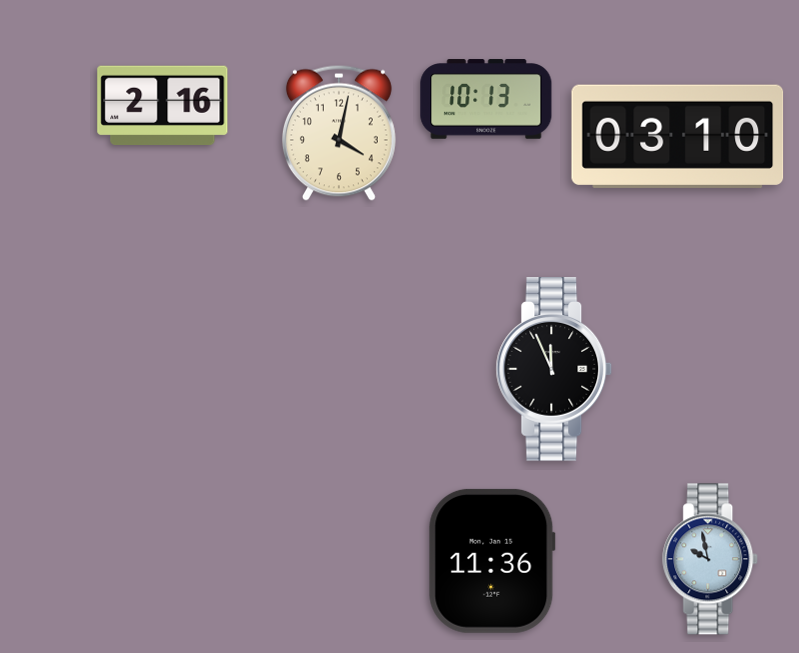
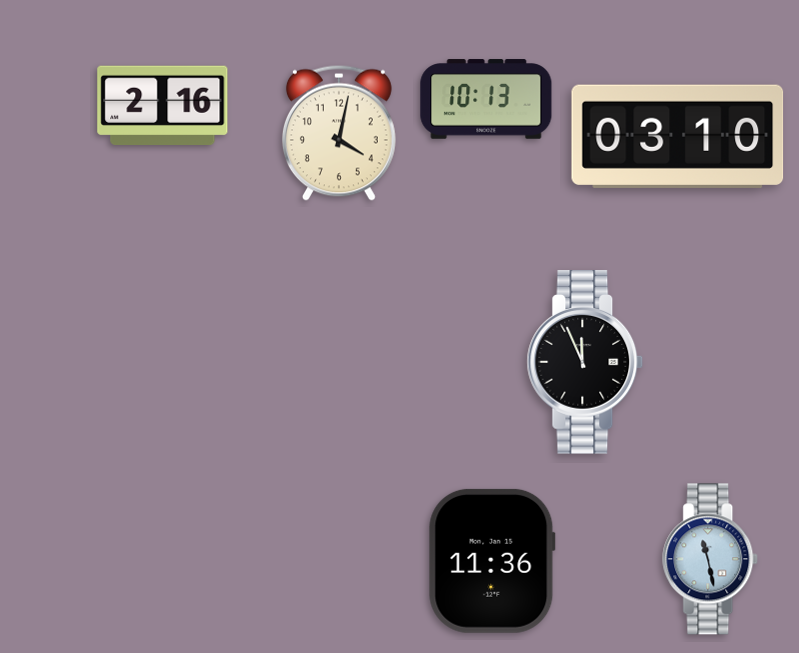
clock at (554, 369) position: (554, 369) -> (585, 362)
clock at (711, 559): 9:58 -> 11:28
